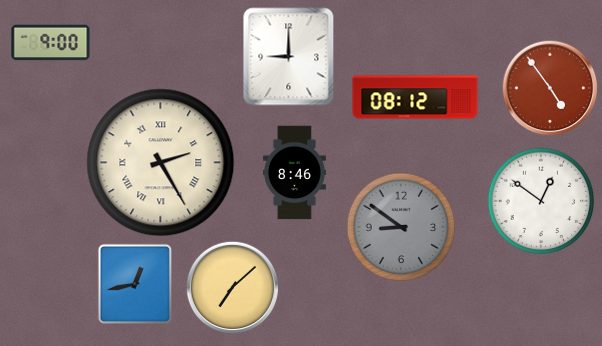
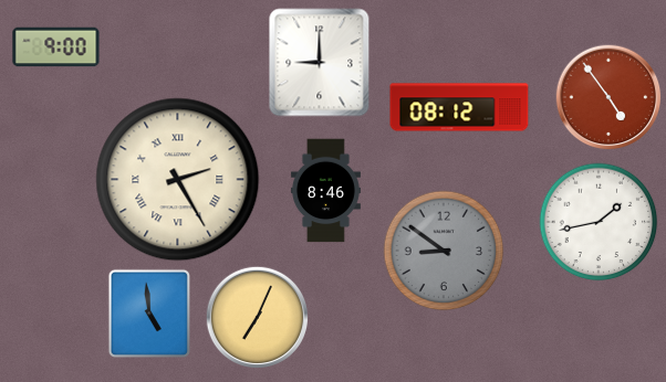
clock at (541, 201): 12:51 -> 1:43
clock at (134, 283): 12:43 -> 4:59
clock at (232, 287): 7:08 -> 7:04
